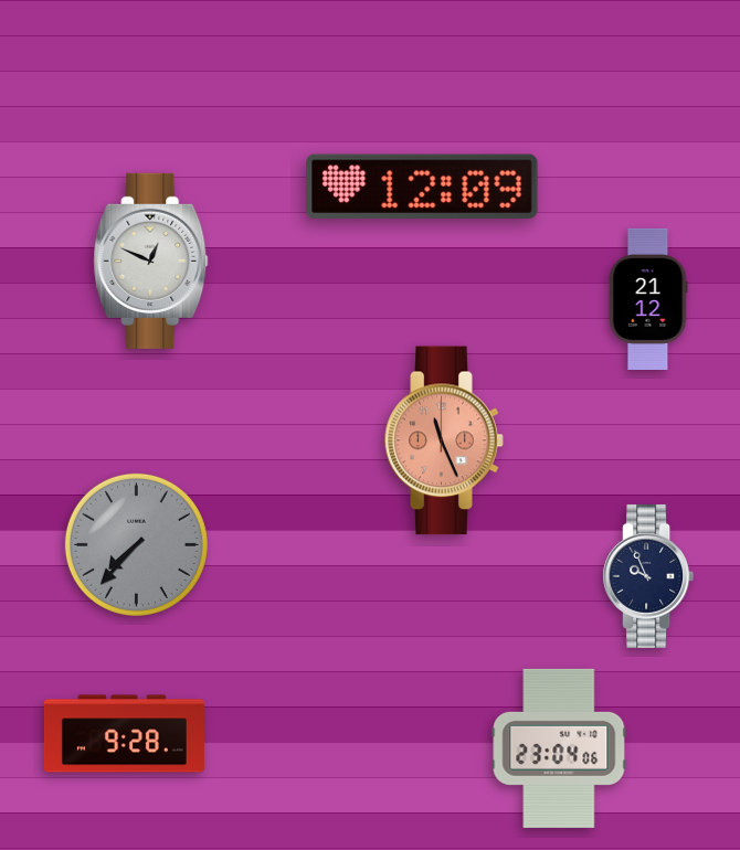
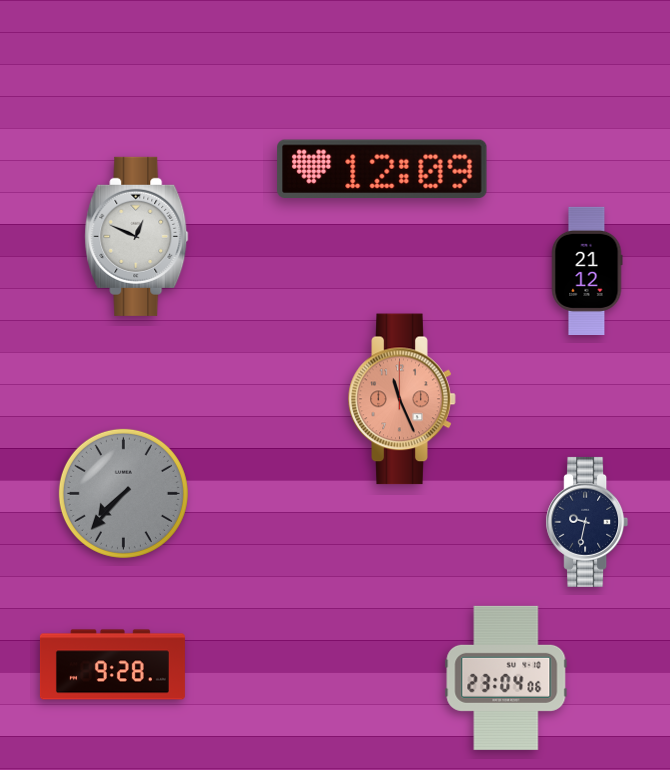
clock at (648, 576): 9:56 -> 9:32
